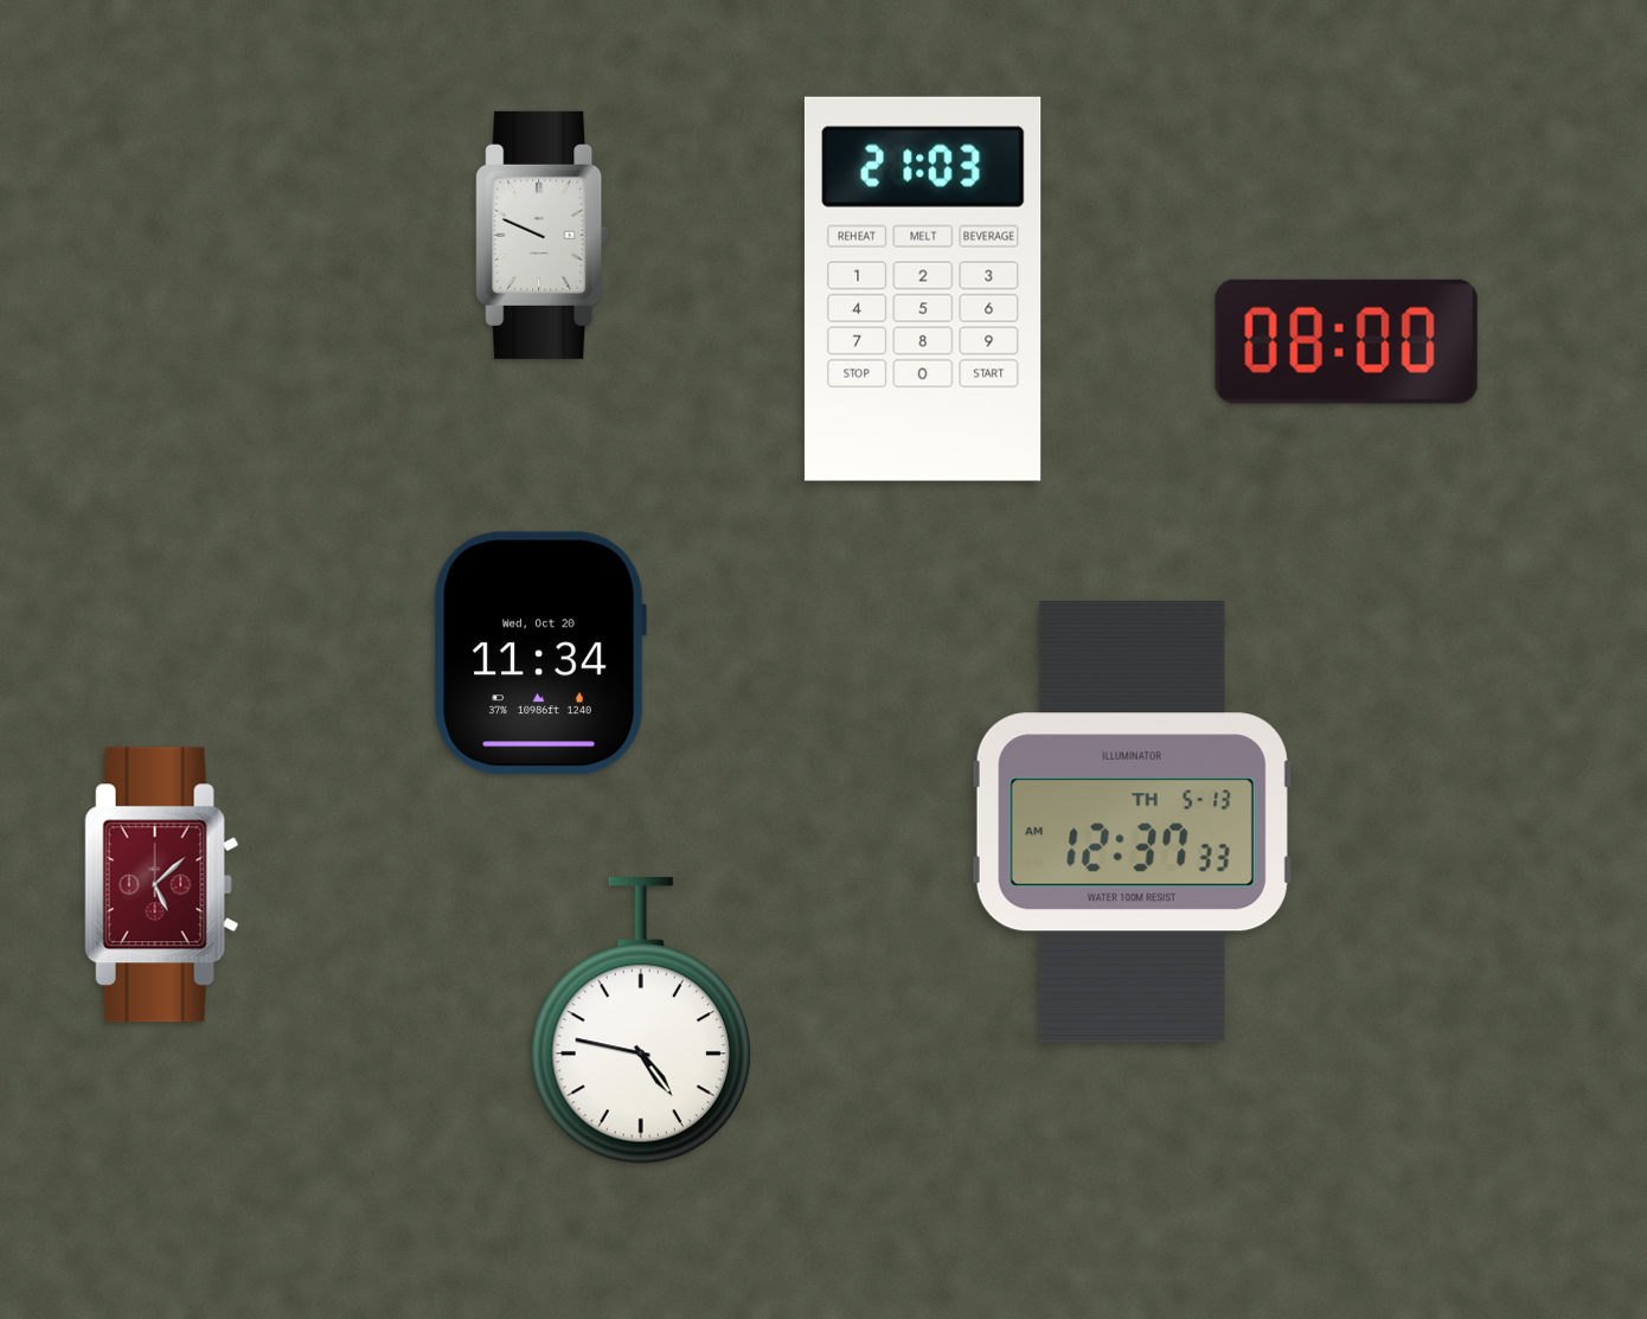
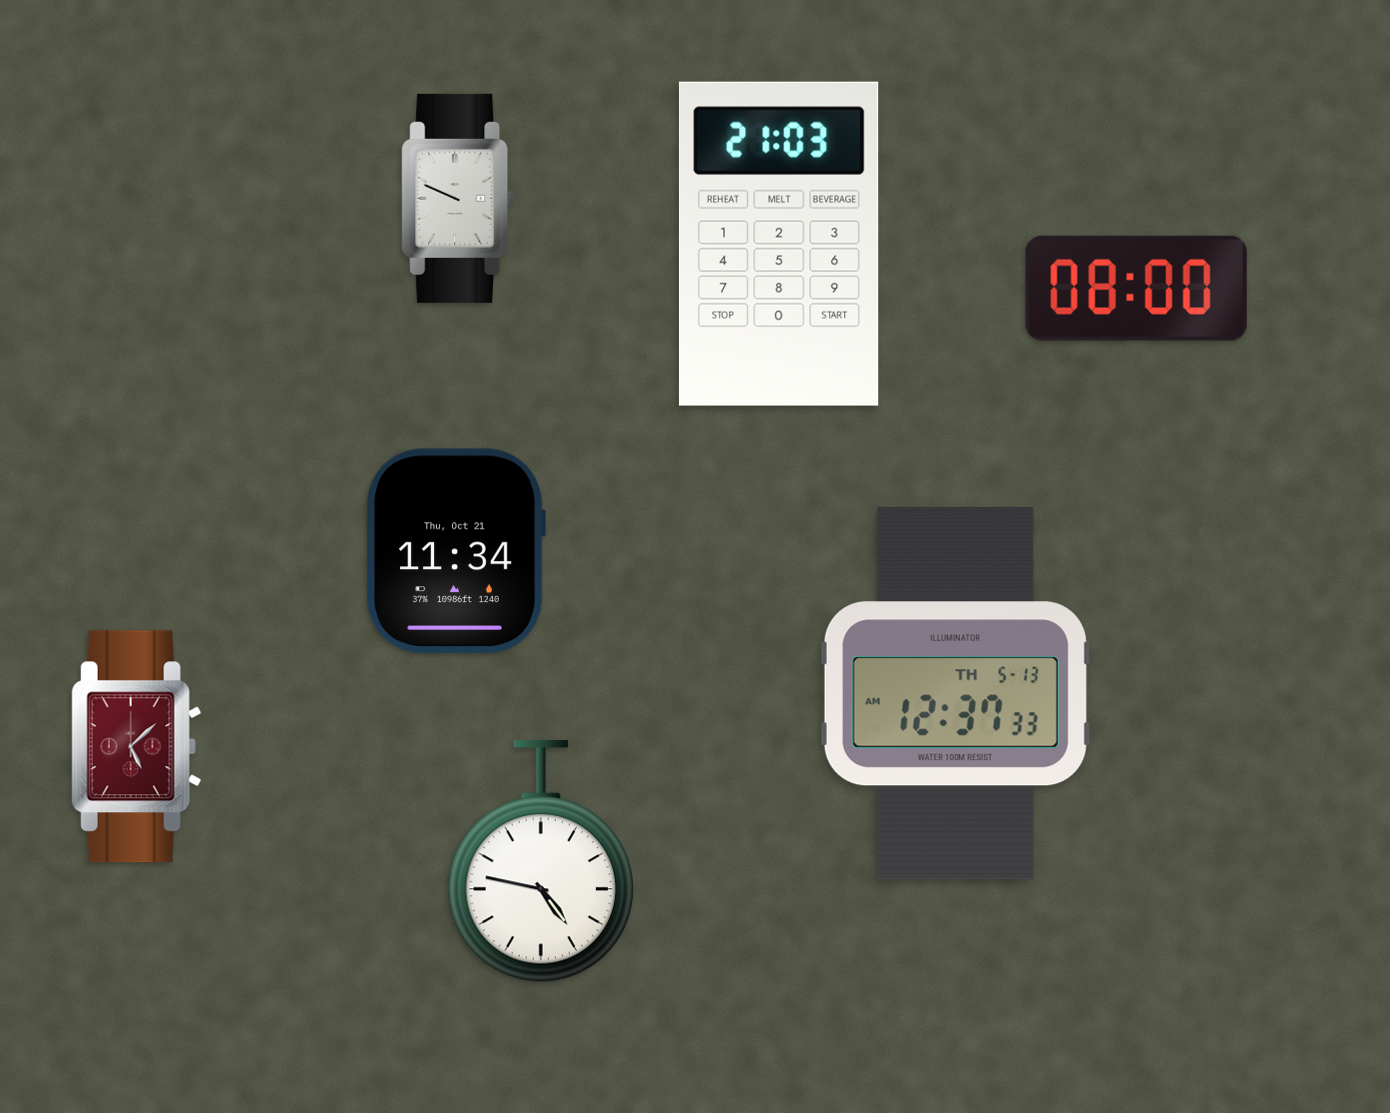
clock at (540, 653) date: Wed, Oct 20 -> Thu, Oct 21
